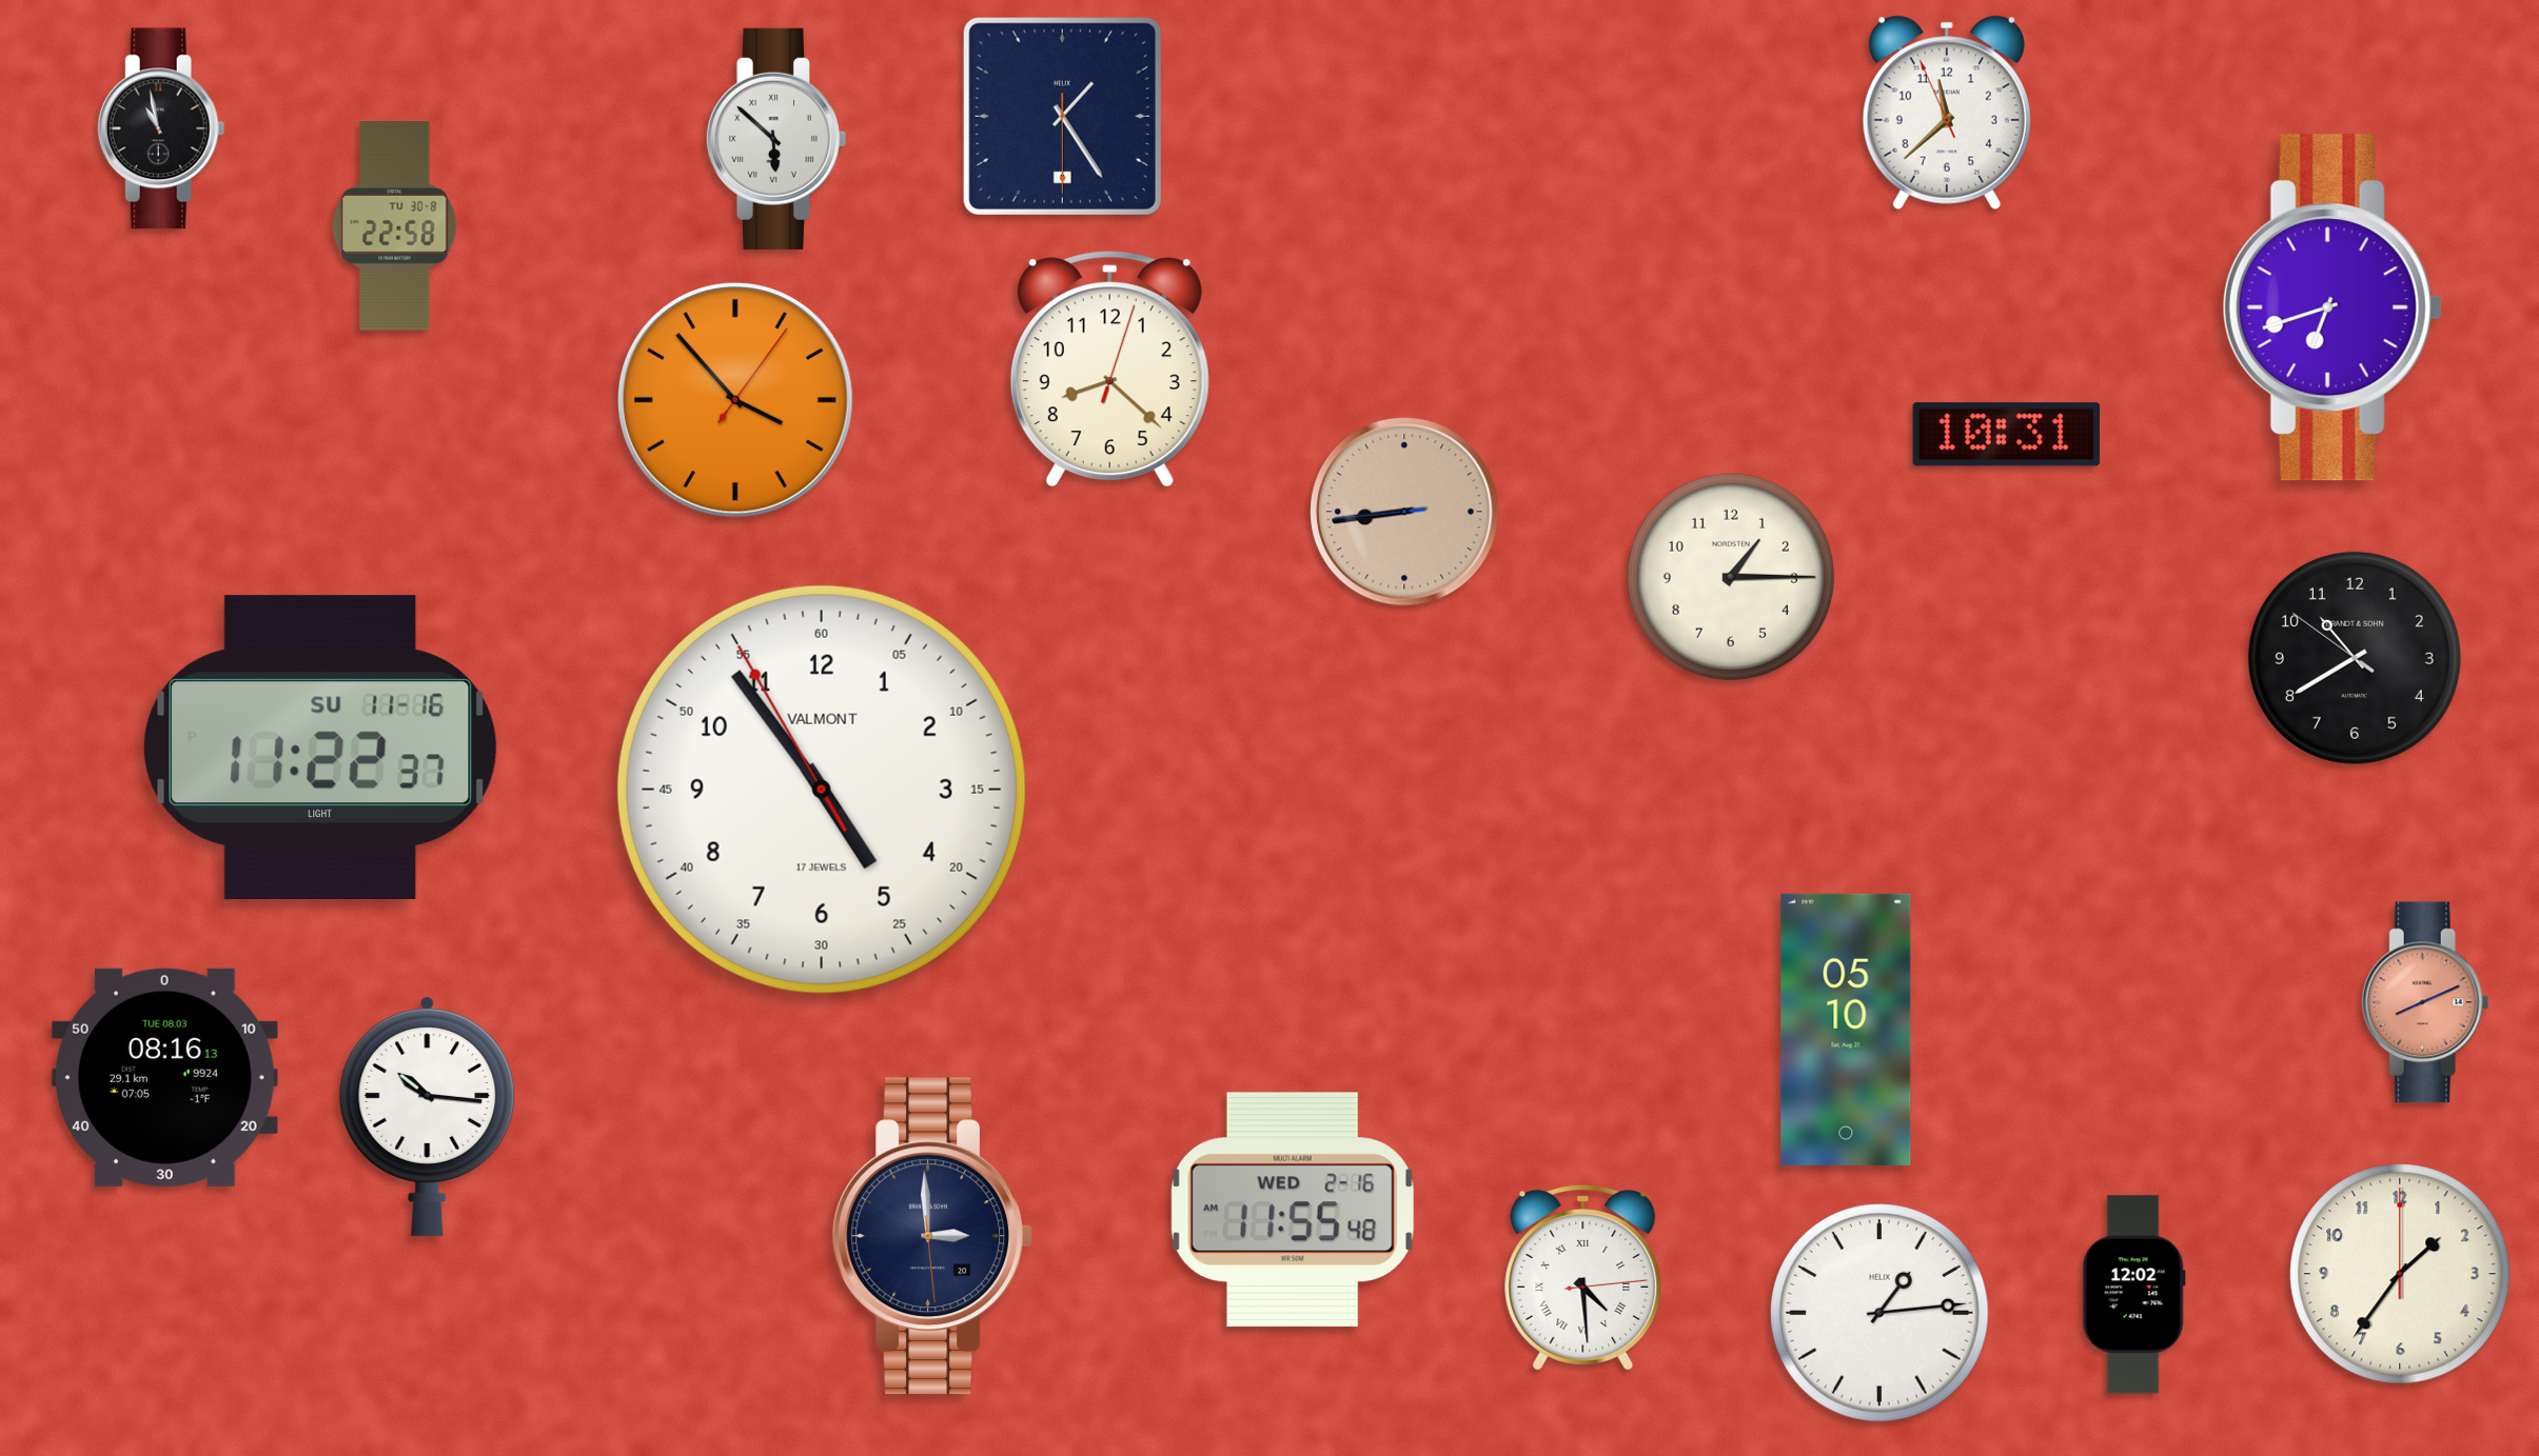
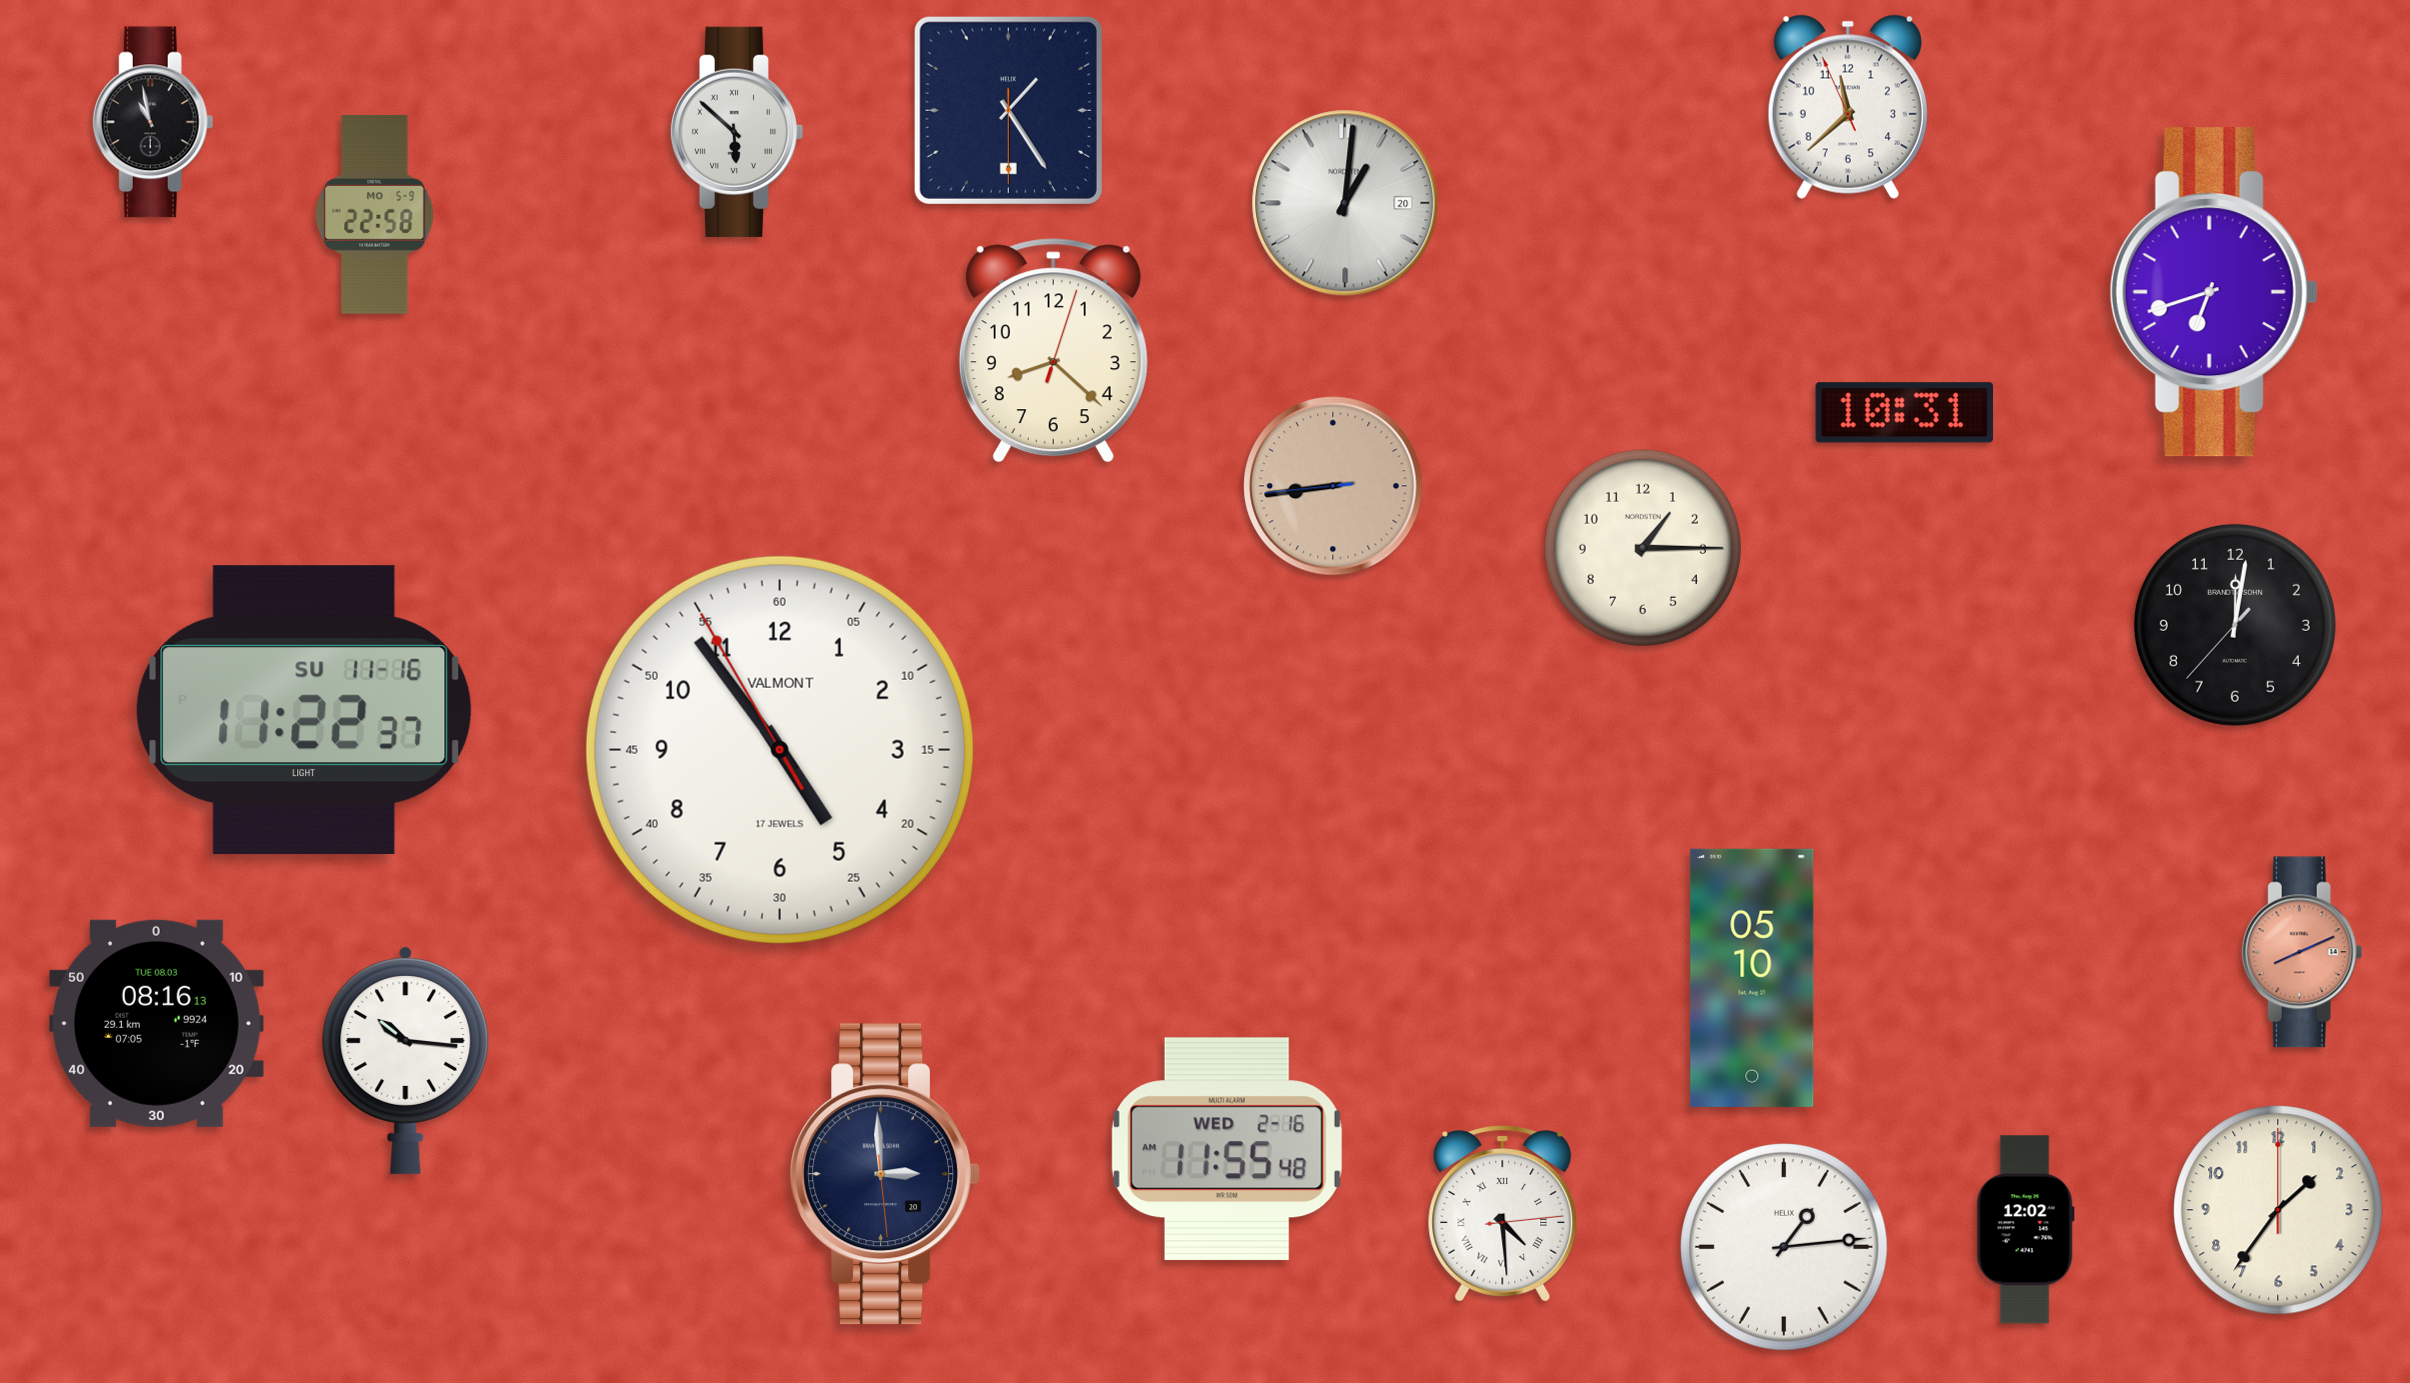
clock at (1345, 203): none -> 1:01
clock at (395, 226) date: TU 30-8 -> MO 5-9
clock at (736, 401): 3:53 -> none
clock at (2355, 658): 10:39 -> 12:01
